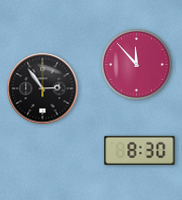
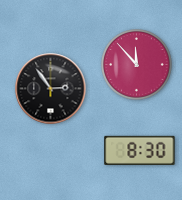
clock at (43, 89) position: (43, 89) -> (51, 89)
